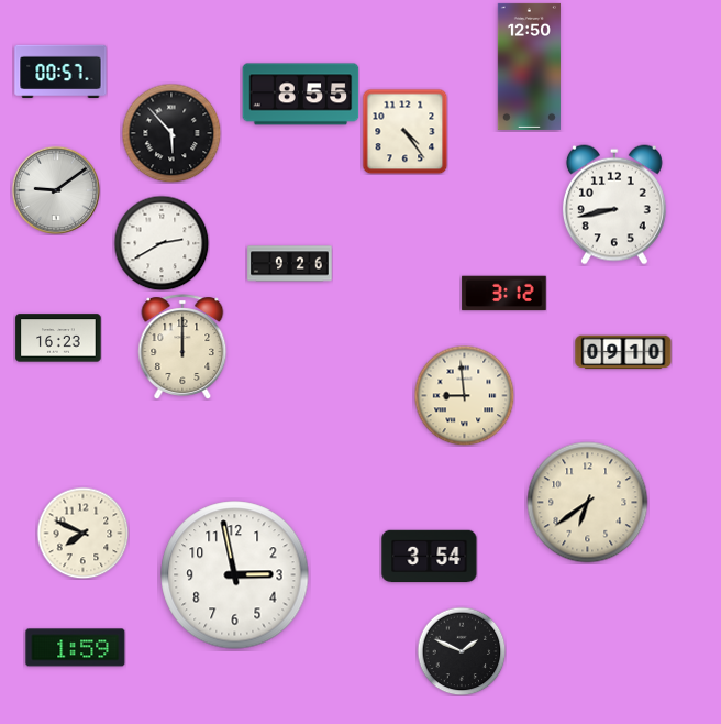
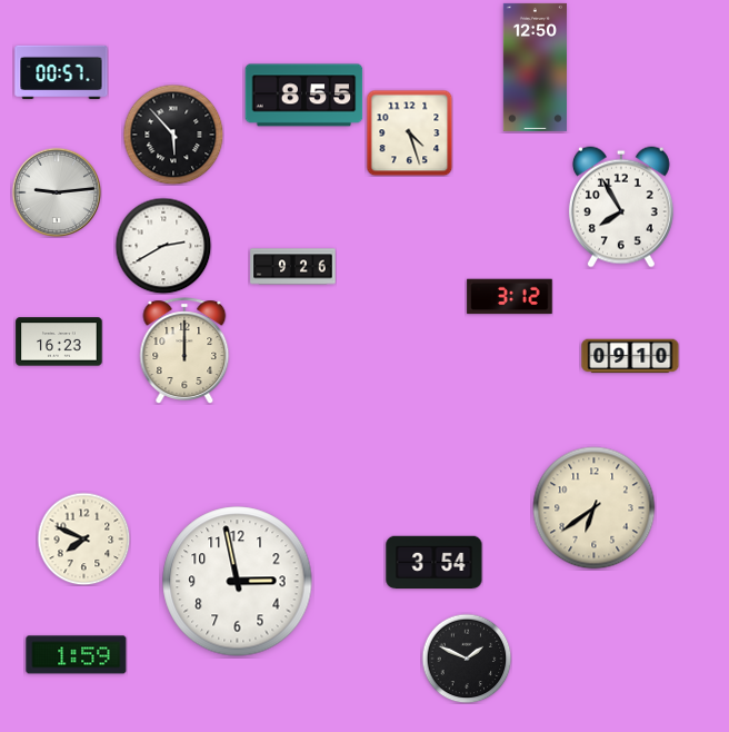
clock at (404, 131): 4:24 -> 4:27
clock at (56, 190): 9:09 -> 9:14
clock at (614, 205): 8:43 -> 7:55
clock at (464, 395): 8:59 -> none
